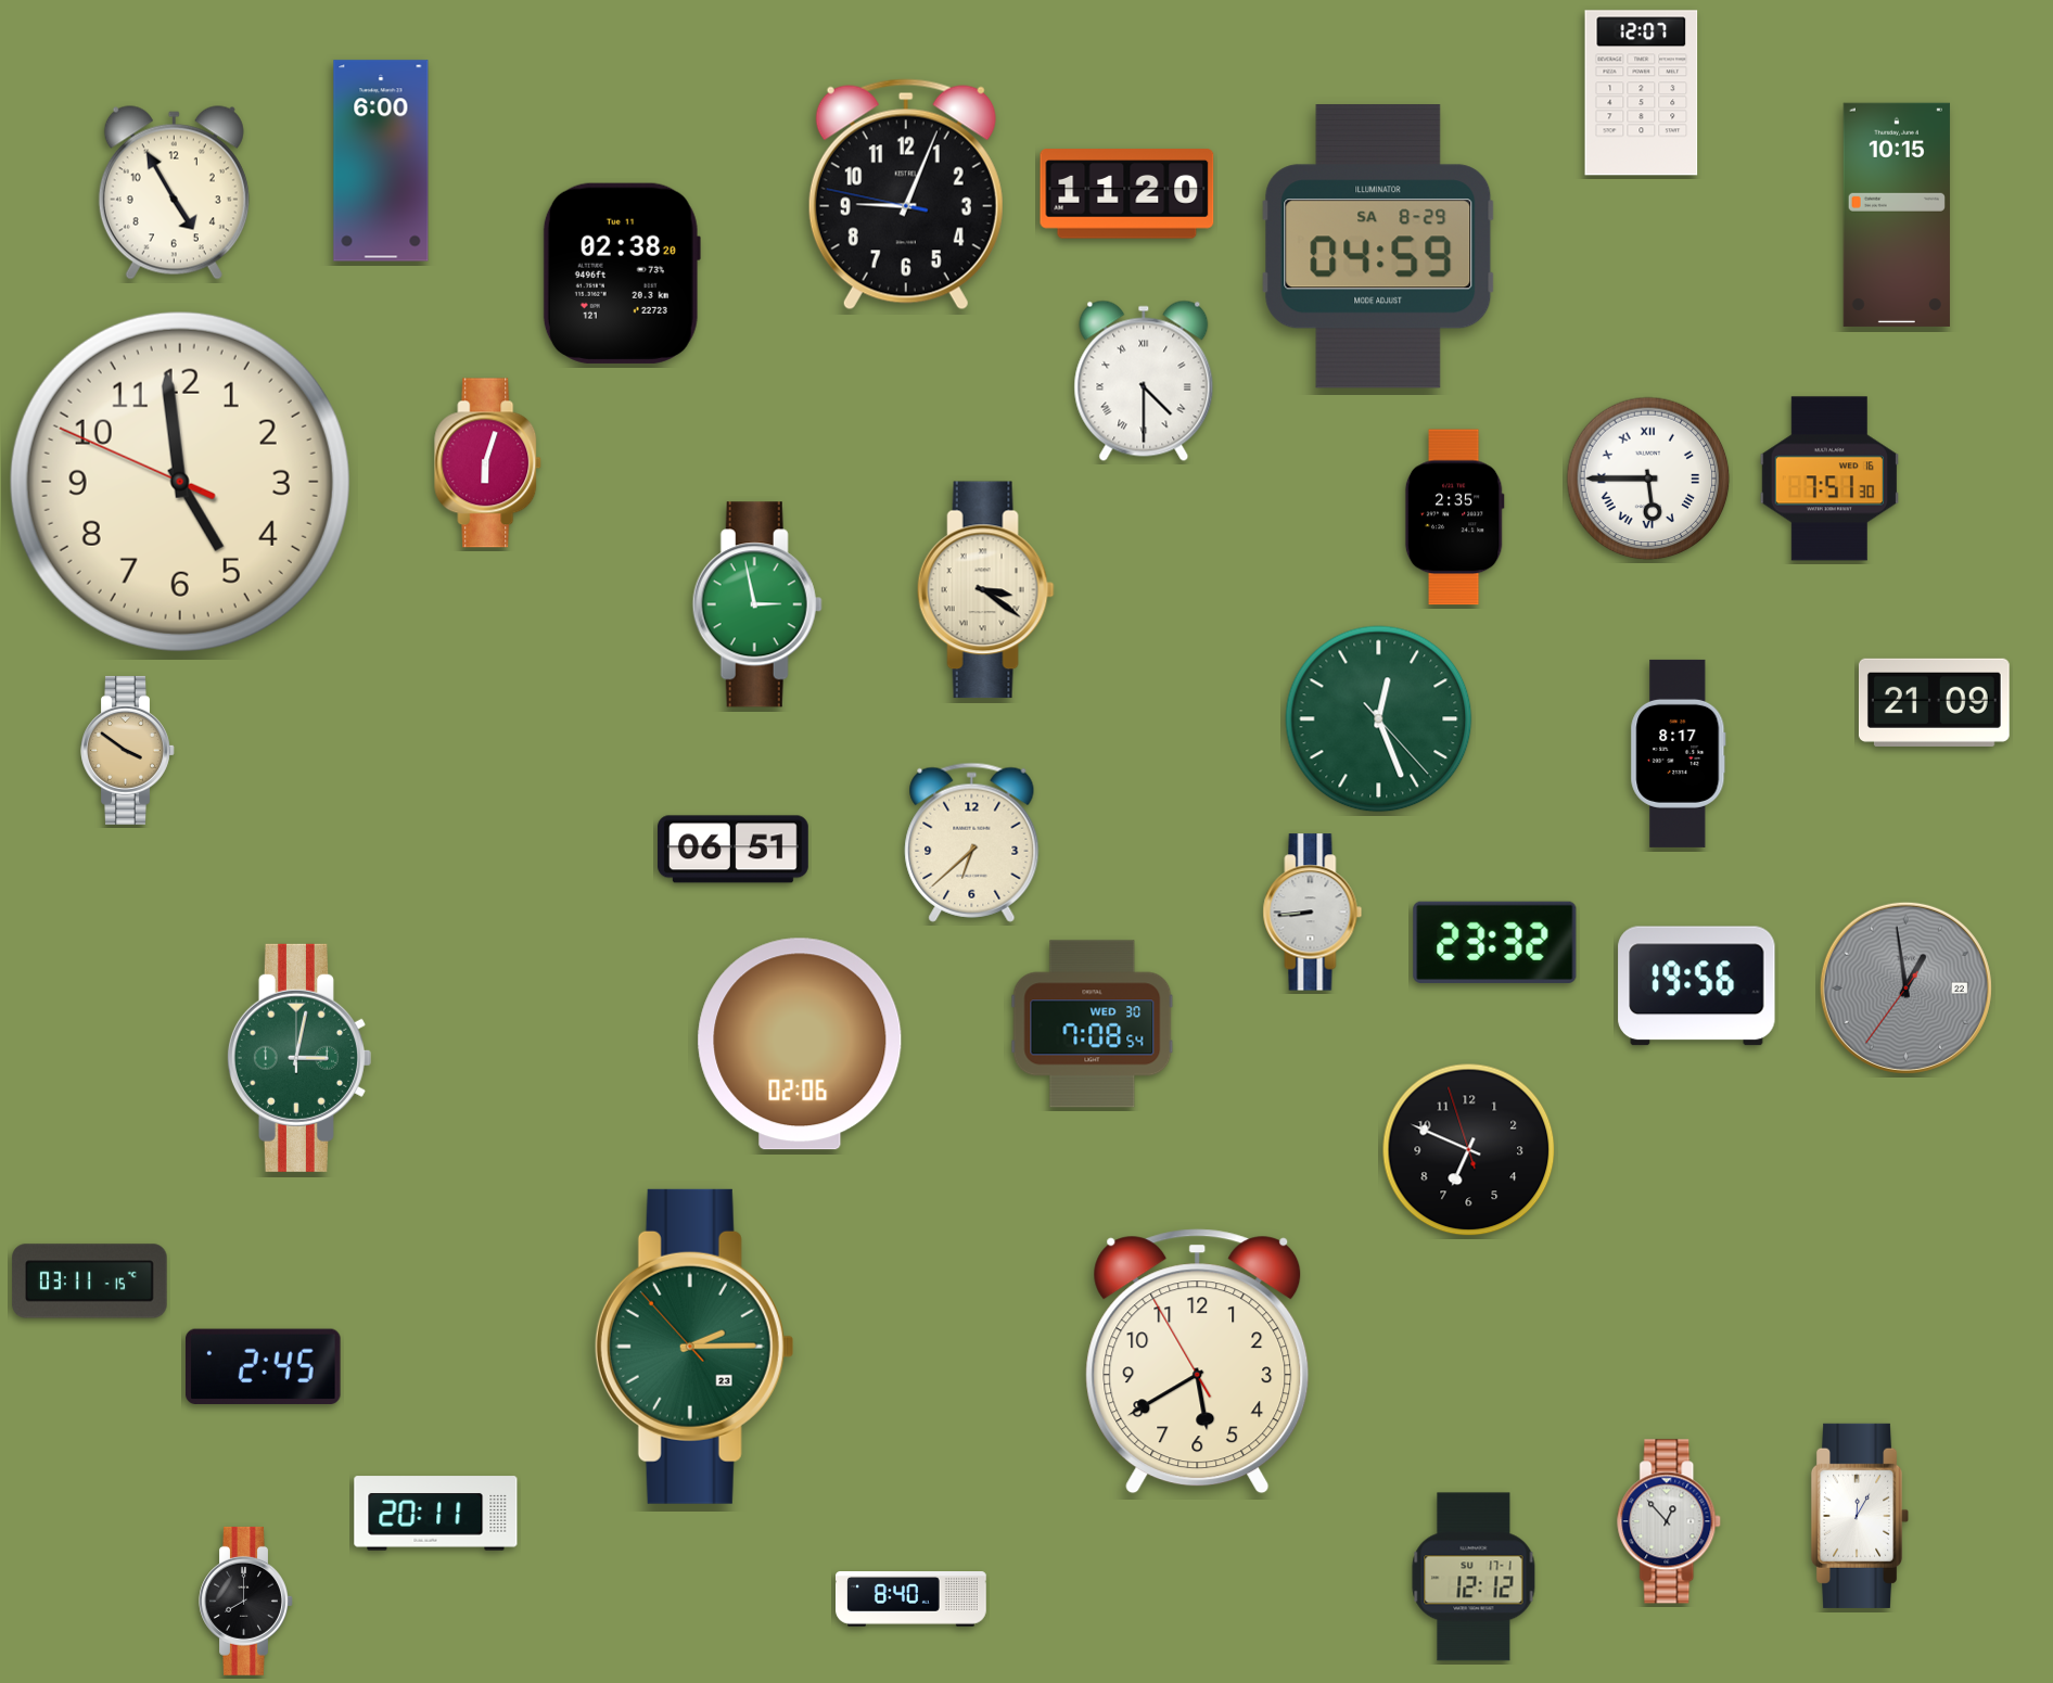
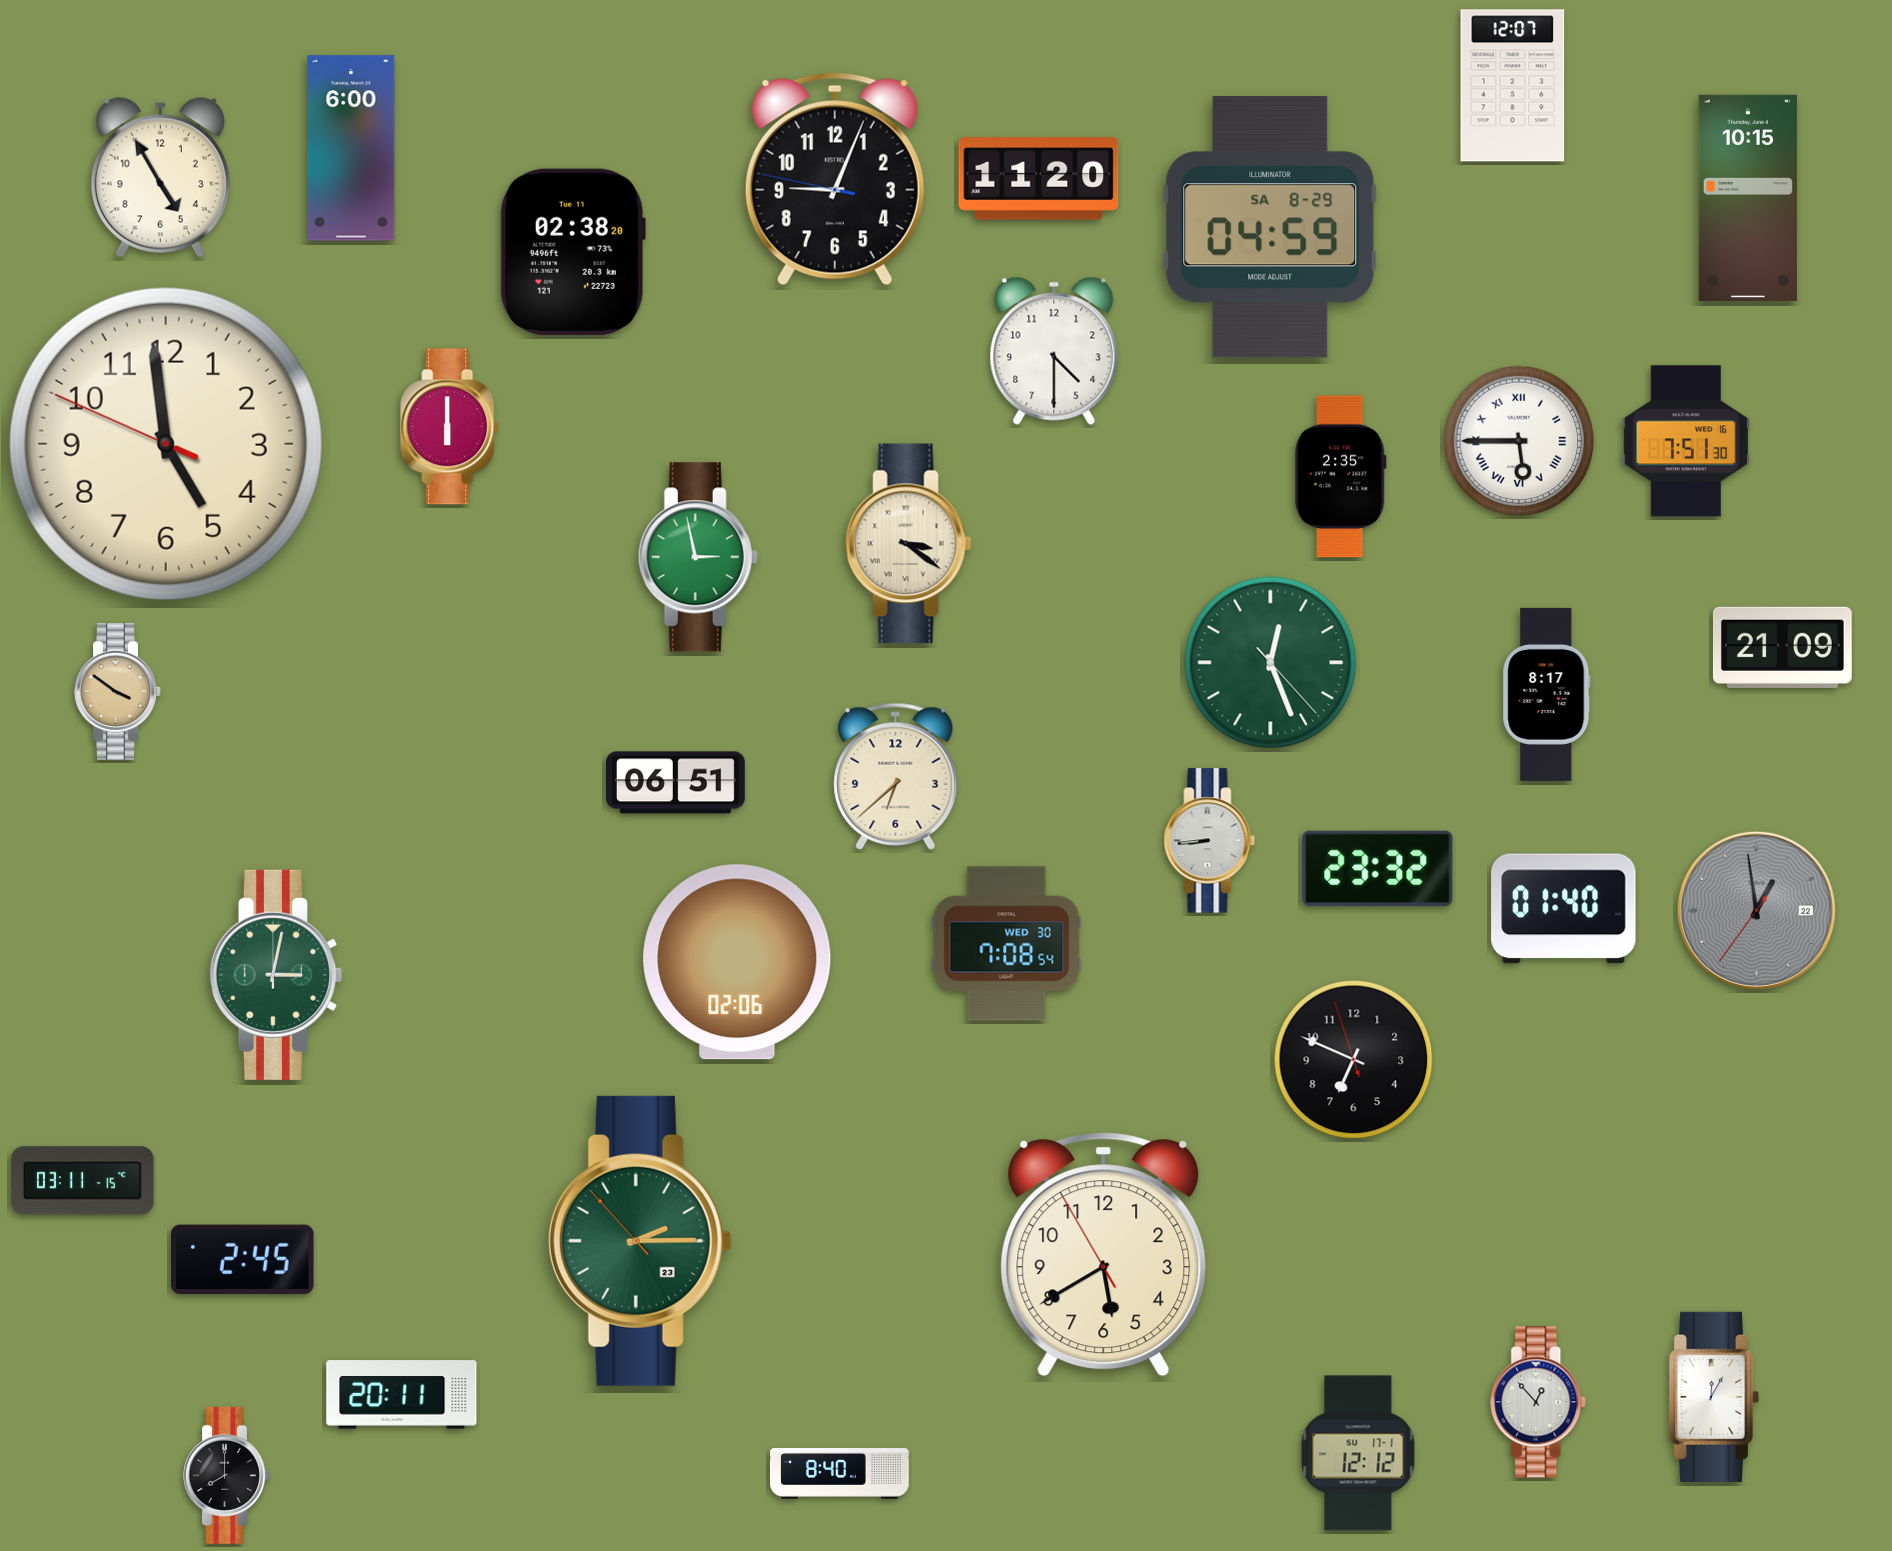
clock at (1144, 381) numerals: Roman -> Arabic
clock at (488, 463): 6:03 -> 6:00
clock at (1697, 986): 19:56 -> 01:40
